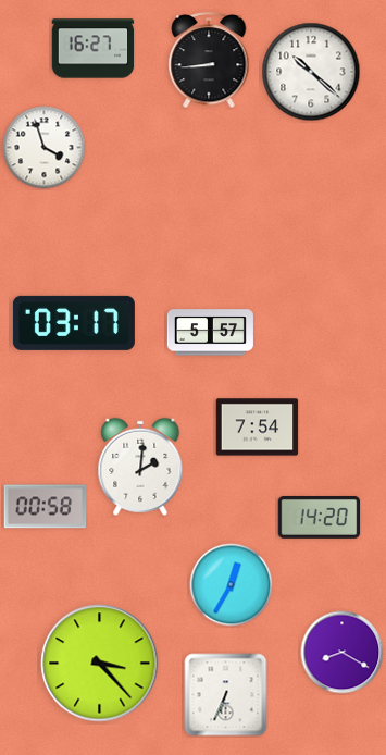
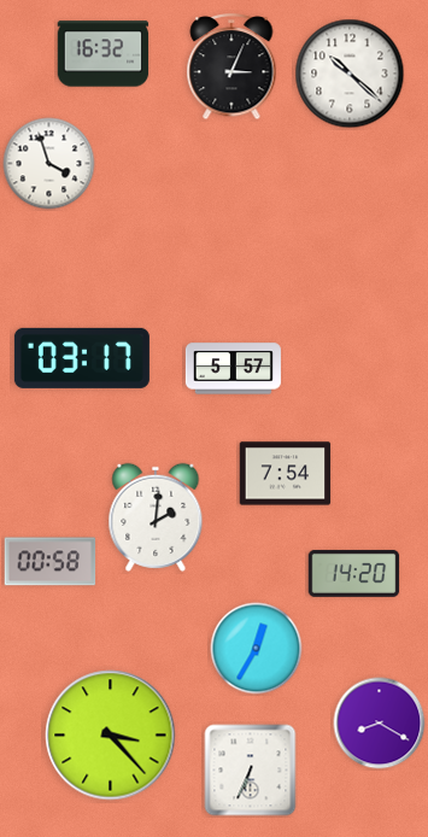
clock at (94, 49): 16:27 -> 16:32
clock at (209, 61): 8:44 -> 3:04
clock at (311, 72) position: (311, 72) -> (350, 74)
